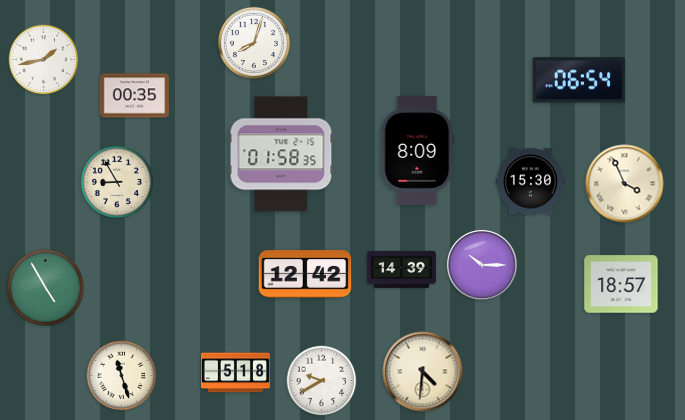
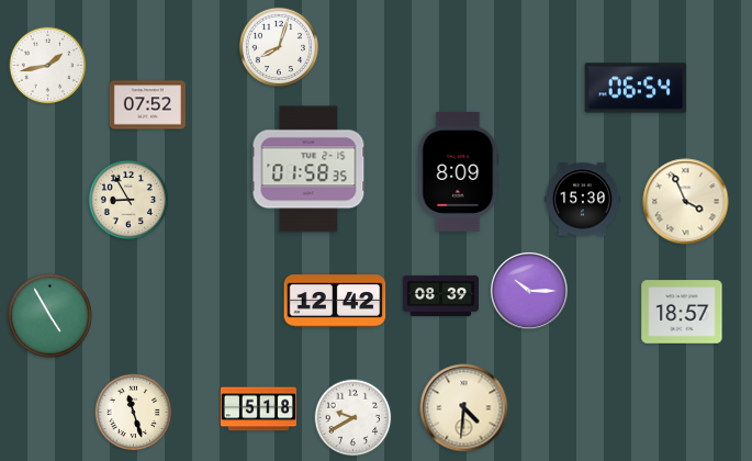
clock at (134, 96): 00:35 -> 07:52
clock at (418, 150) position: (418, 150) -> (459, 171)
clock at (401, 269): 14:39 -> 08:39
